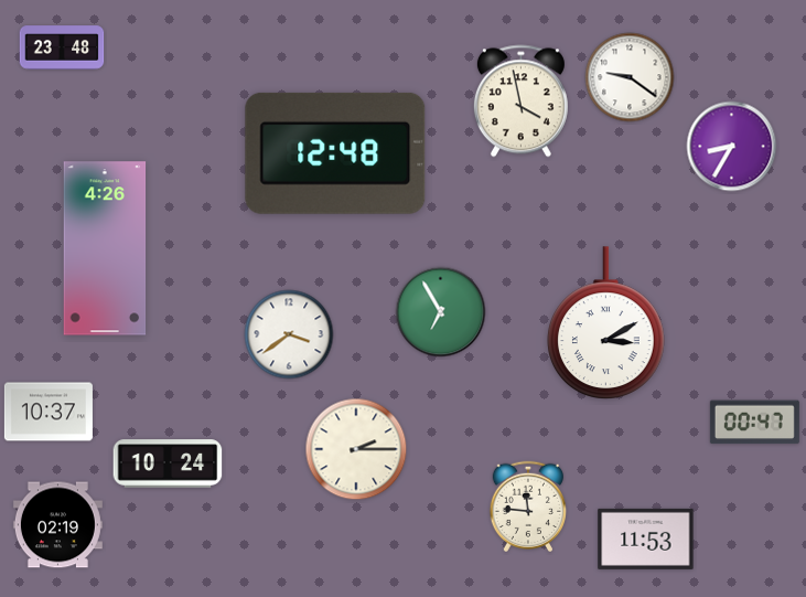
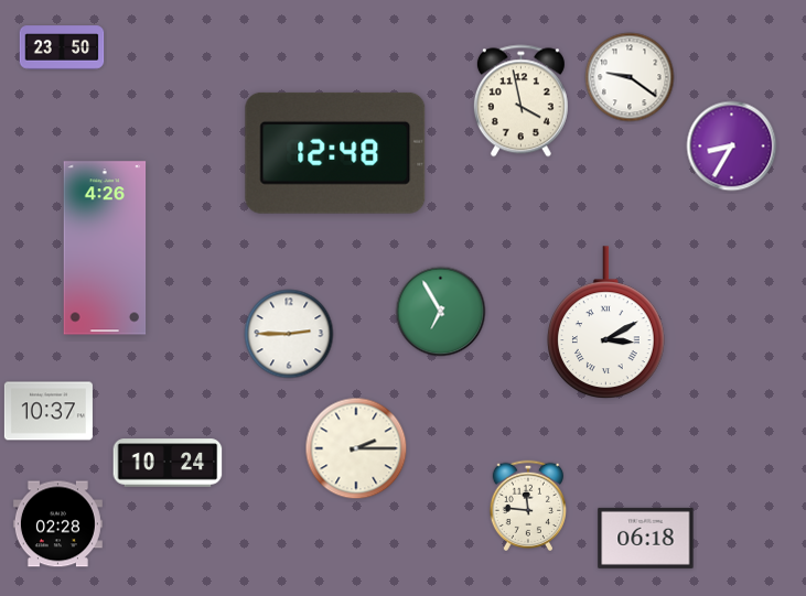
clock at (62, 47): 23:48 -> 23:50
clock at (289, 334): 3:39 -> 2:45
clock at (754, 423): 00:47 -> none
clock at (57, 525): 02:19 -> 02:28
clock at (646, 539): 11:53 -> 06:18
